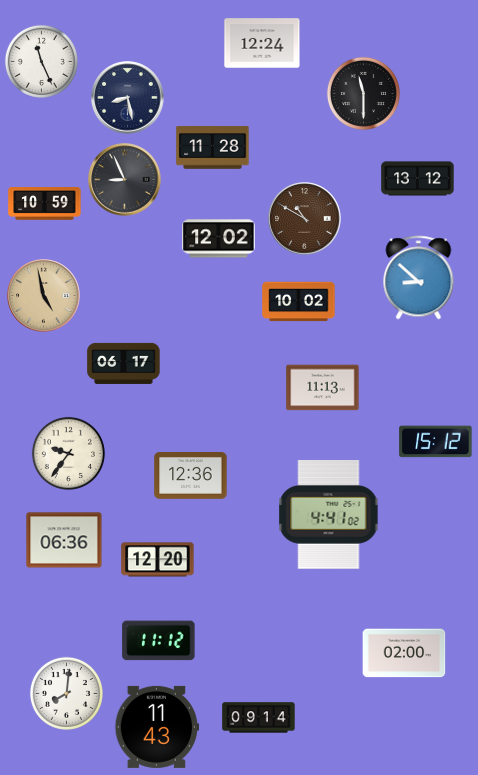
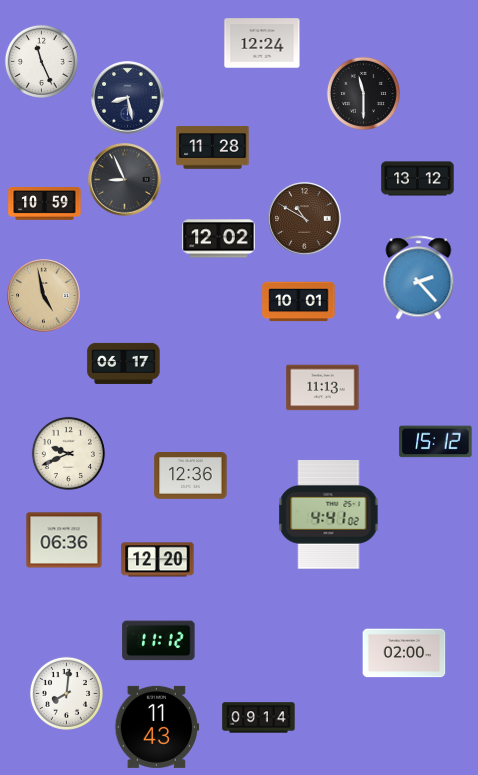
clock at (419, 278): 8:52 -> 2:23
clock at (299, 302): 10:02 -> 10:01
clock at (68, 453): 9:36 -> 9:41
